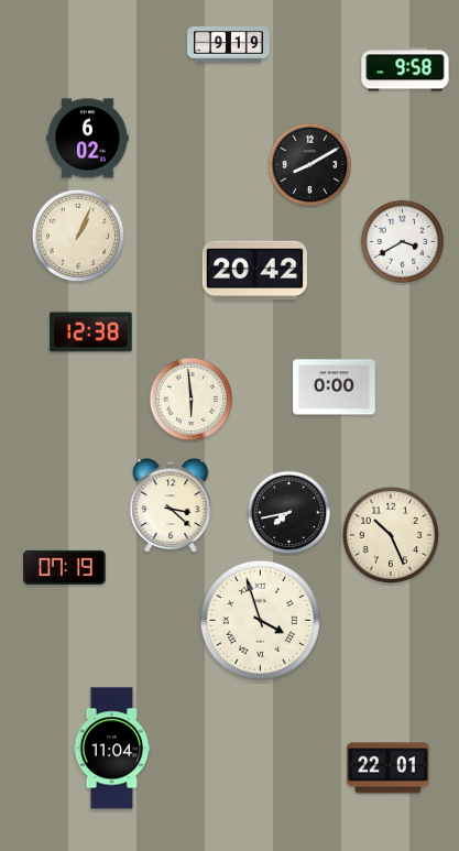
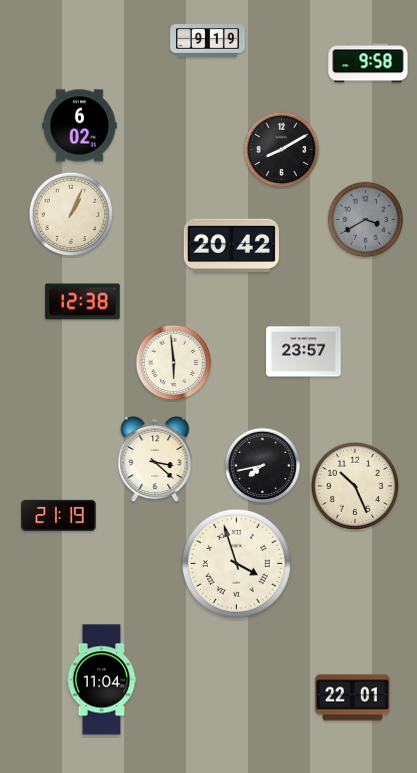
clock at (403, 242) dial: white -> grey
clock at (335, 388): 0:00 -> 23:57
clock at (65, 567): 07:19 -> 21:19
